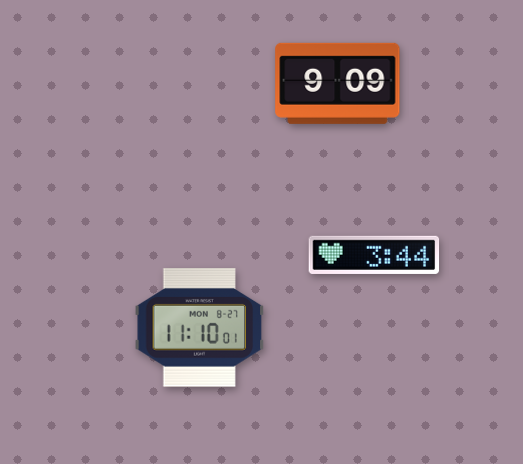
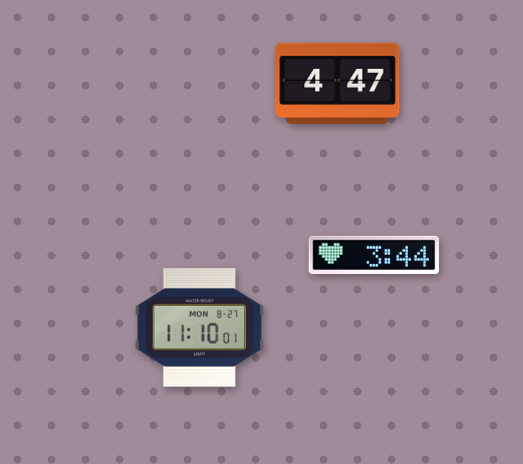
clock at (338, 83): 9:09 -> 4:47
